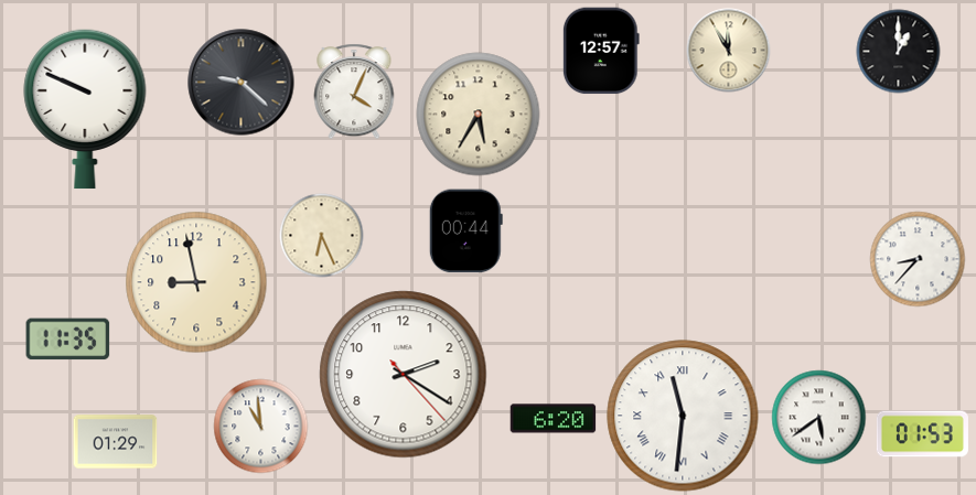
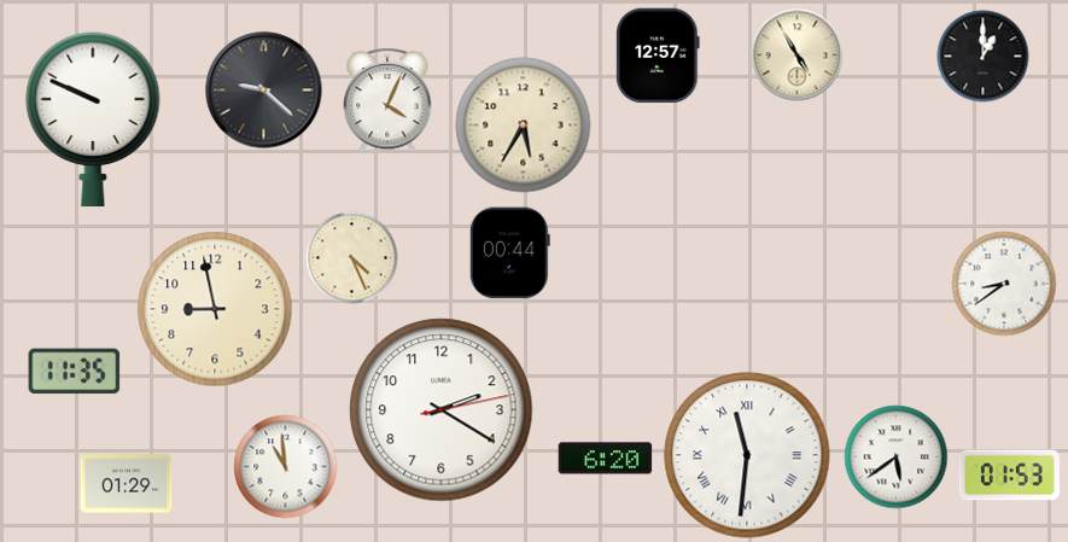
clock at (729, 51): 11:55 -> 4:55
clock at (322, 236): 6:26 -> 4:26
clock at (918, 259): 8:37 -> 8:39
clock at (404, 375): 2:20:23 -> 2:20:13
